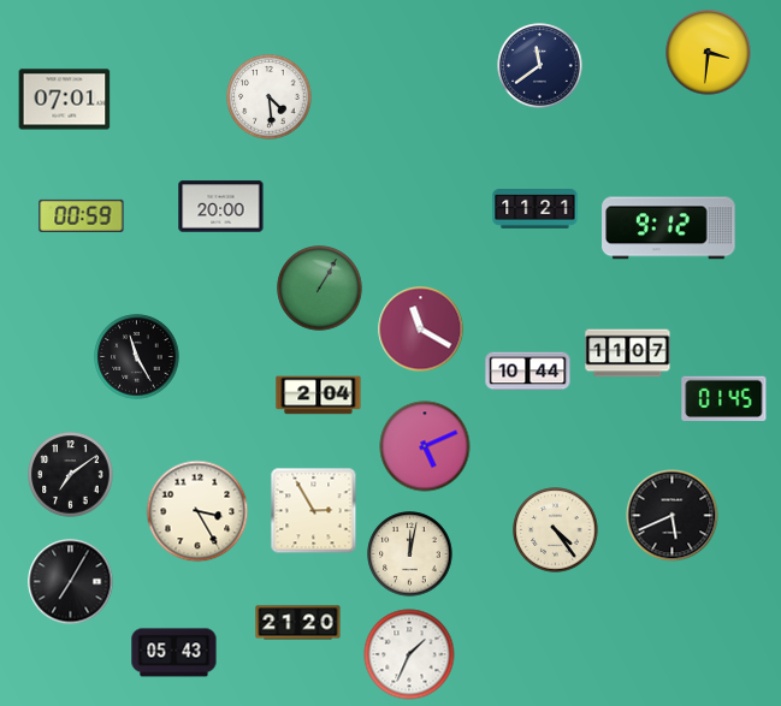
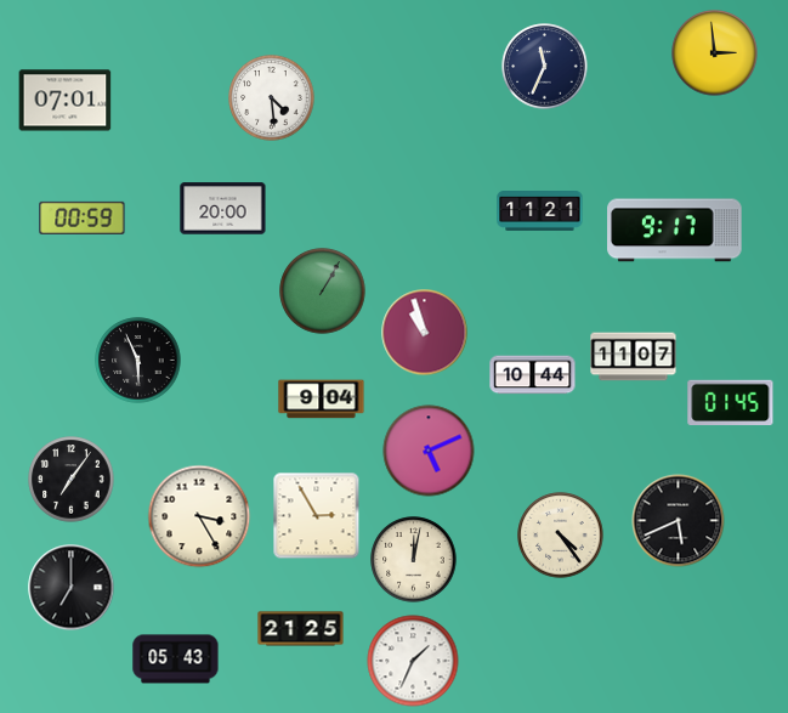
clock at (709, 53): 3:31 -> 2:59
clock at (540, 66): 11:39 -> 11:34
clock at (669, 229): 9:12 -> 9:17
clock at (421, 330): 11:20 -> 10:57
clock at (137, 357): 11:25 -> 5:56
clock at (319, 396): 2:04 -> 9:04
clock at (71, 475): 7:09 -> 7:06
clock at (71, 582): 7:05 -> 7:00
clock at (298, 623): 21:20 -> 21:25
